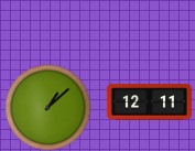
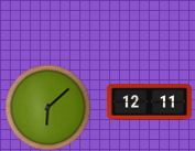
clock at (47, 107): 1:08 -> 6:08
